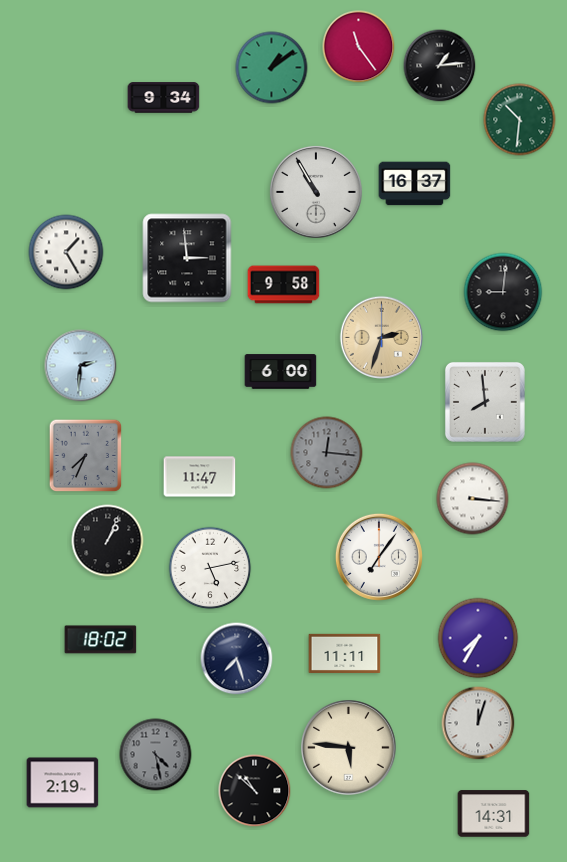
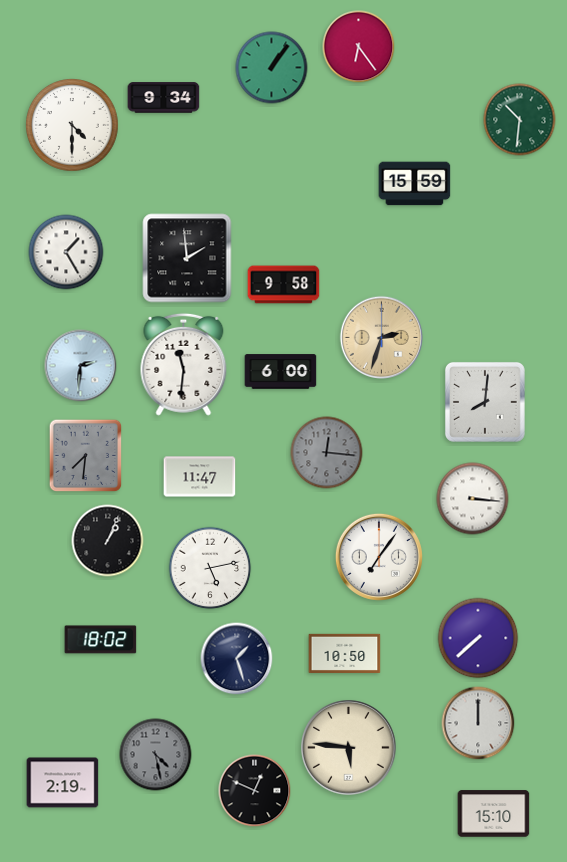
clock at (359, 47): 11:24 -> 6:24
clock at (440, 66): 1:14 -> none
clock at (272, 68): 1:09 -> 1:06
clock at (73, 126): none -> 4:30
clock at (415, 184): 16:37 -> 15:59
clock at (316, 192): 10:55 -> none
clock at (187, 258): 2:59 -> 1:59
clock at (503, 292): 9:01 -> none
clock at (184, 364): none -> 11:31
clock at (485, 402): 7:59 -> 8:01
clock at (86, 456): 7:34 -> 7:31
clock at (478, 638): 7:35 -> 7:38
clock at (345, 653): 11:11 -> 10:50
clock at (237, 659): 7:27 -> 1:27
clock at (478, 723): 12:03 -> 12:00
clock at (255, 791): 10:52 -> 12:49
clock at (494, 814): 14:31 -> 15:10
